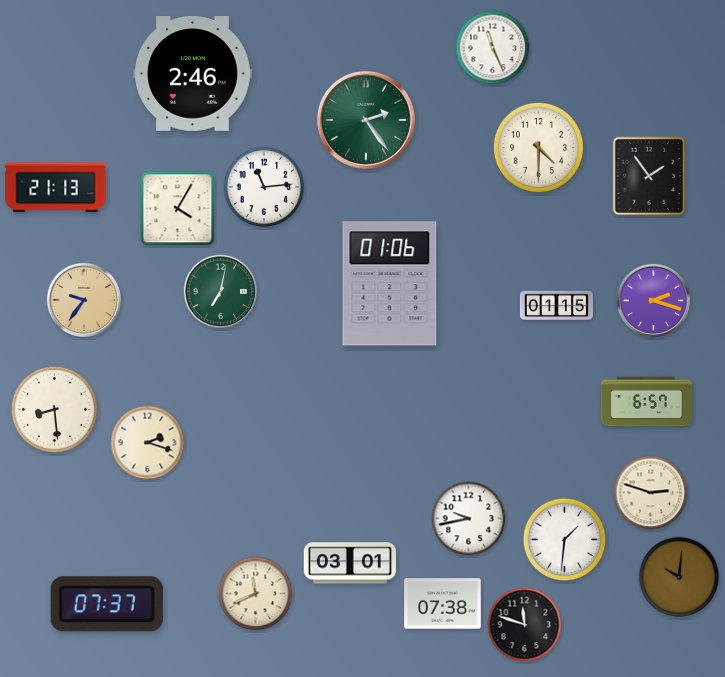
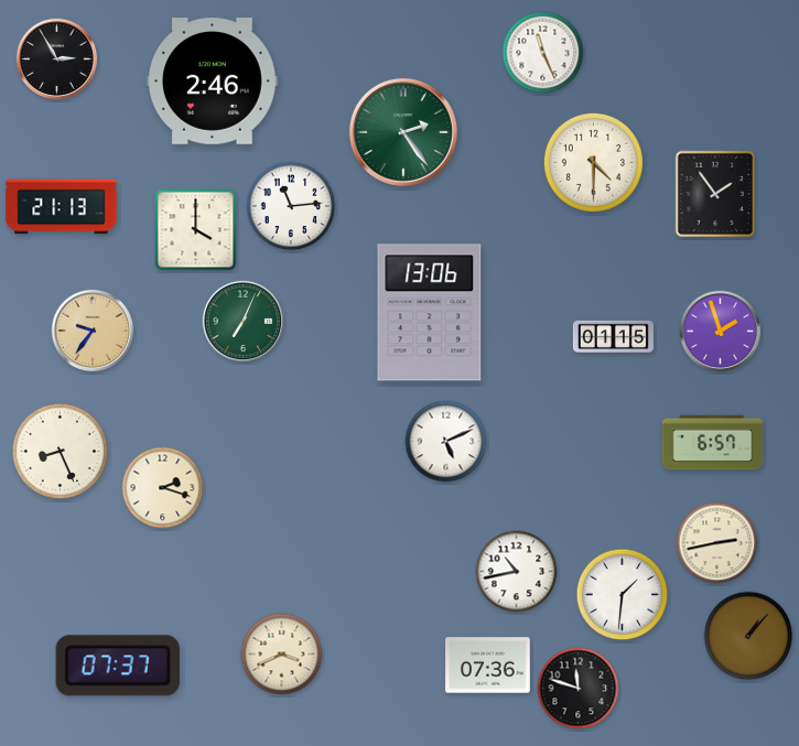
clock at (57, 60): none -> 2:55
clock at (178, 209): 4:05 -> 4:00
clock at (390, 284): 01:06 -> 13:06
clock at (221, 292): 7:02 -> 7:04
clock at (654, 301): 2:18 -> 1:57
clock at (446, 442): none -> 5:11
clock at (54, 409): 8:29 -> 8:26
clock at (651, 493): 2:48 -> 2:43
clock at (469, 519): 9:43 -> 10:43
clock at (349, 563): 03:01 -> none
clock at (679, 577): 10:01 -> 1:07
clock at (256, 594): 11:41 -> 3:41
clock at (443, 604): 07:38 -> 07:36
